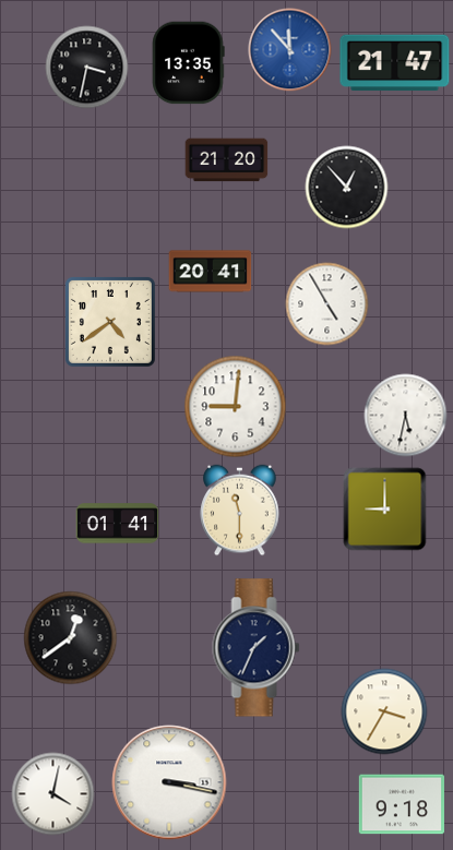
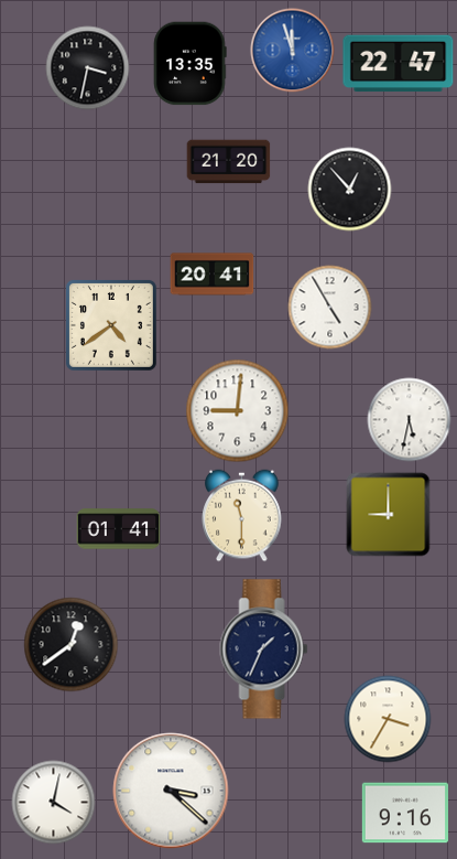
clock at (290, 50): 11:53 -> 11:57
clock at (395, 63): 21:47 -> 22:47
clock at (257, 648) position: (257, 648) -> (264, 649)
clock at (169, 782): 3:17 -> 3:22
clock at (401, 804): 9:18 -> 9:16
